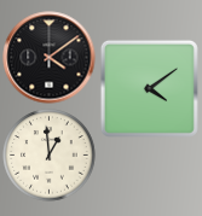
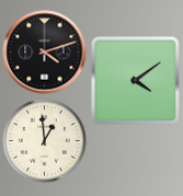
clock at (50, 58): 4:09 -> 4:12
